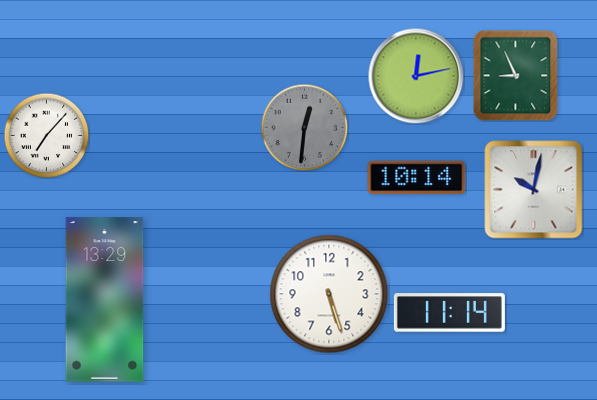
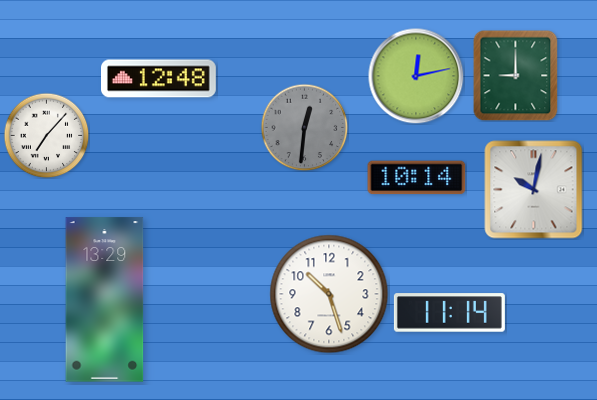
clock at (516, 75): 8:56 -> 9:00
clock at (159, 79): none -> 12:48
clock at (329, 294): 5:27 -> 10:27
